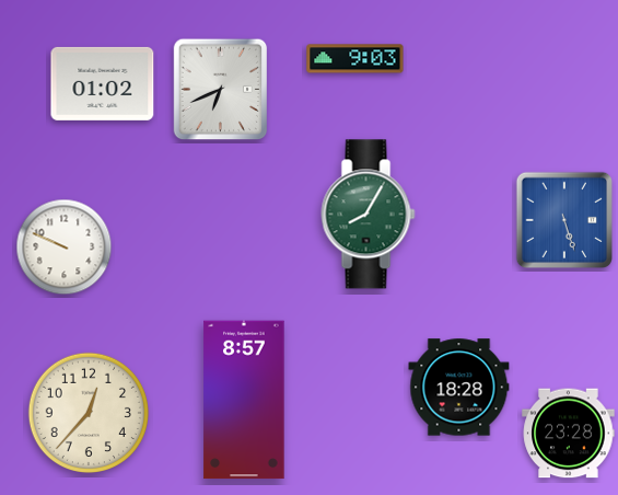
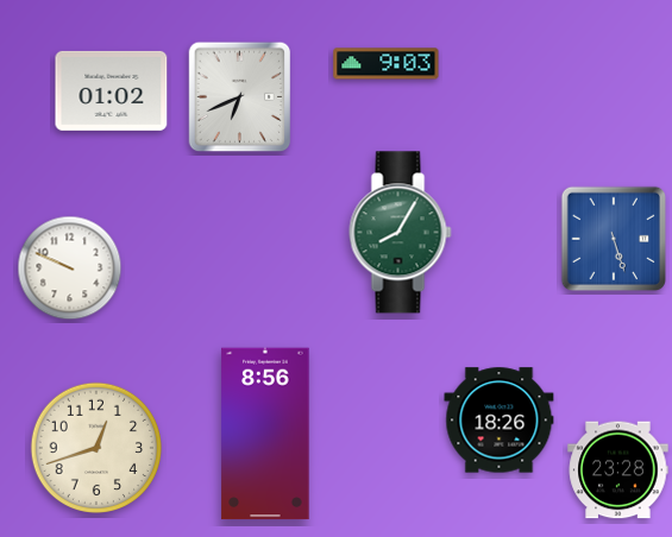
clock at (459, 388): 18:28 -> 18:26
clock at (244, 400): 8:57 -> 8:56
clock at (88, 412): 12:37 -> 12:42
